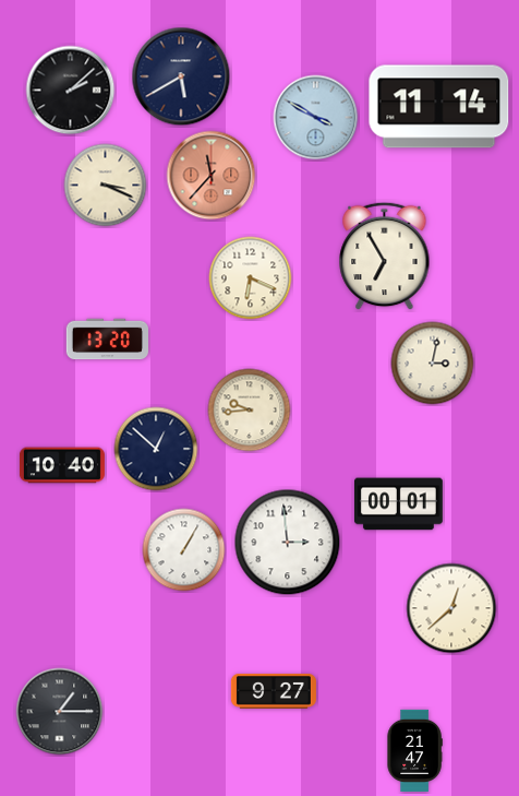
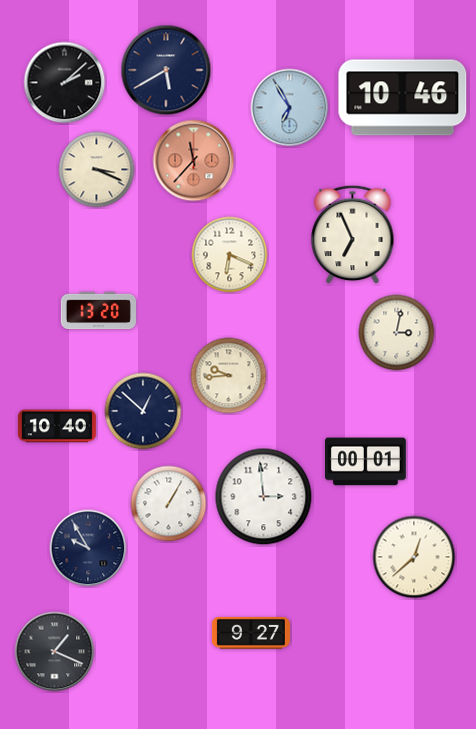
clock at (439, 107): 11:14 -> 10:46
clock at (316, 118): 3:50 -> 6:55
clock at (385, 257): 6:55 -> 6:56
clock at (88, 548): none -> 9:55
clock at (60, 712): 1:15 -> 1:19
clock at (414, 751): 21:47 -> none
